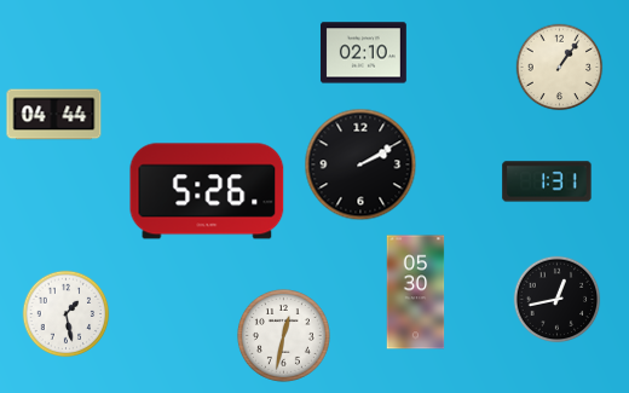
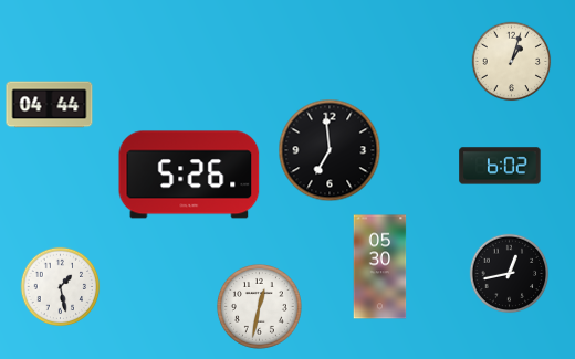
clock at (364, 53): 02:10 -> none
clock at (560, 68): 1:06 -> 1:03
clock at (360, 164): 2:10 -> 6:59
clock at (547, 181): 1:31 -> 6:02
